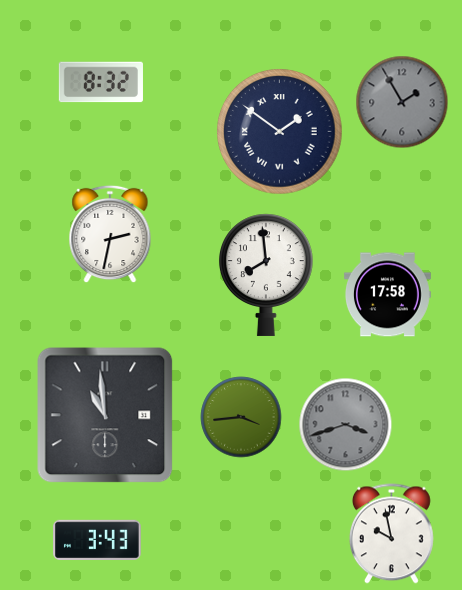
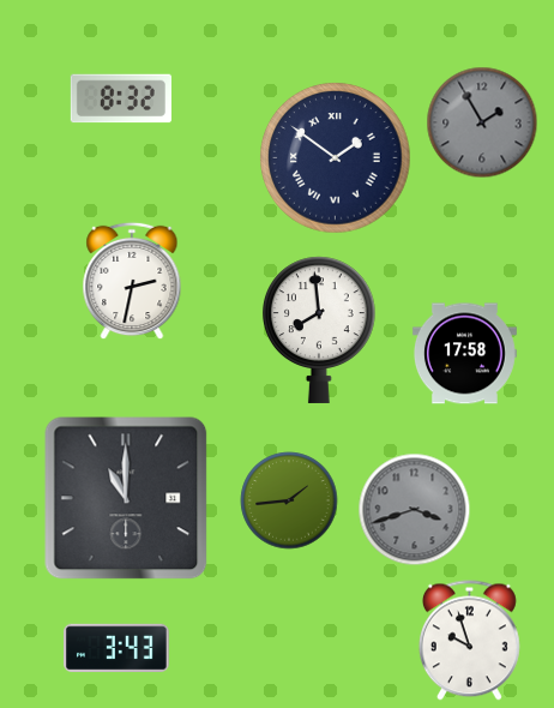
clock at (105, 415): 10:59 -> 11:00
clock at (241, 417): 3:44 -> 1:44
clock at (391, 534): 9:58 -> 9:57
